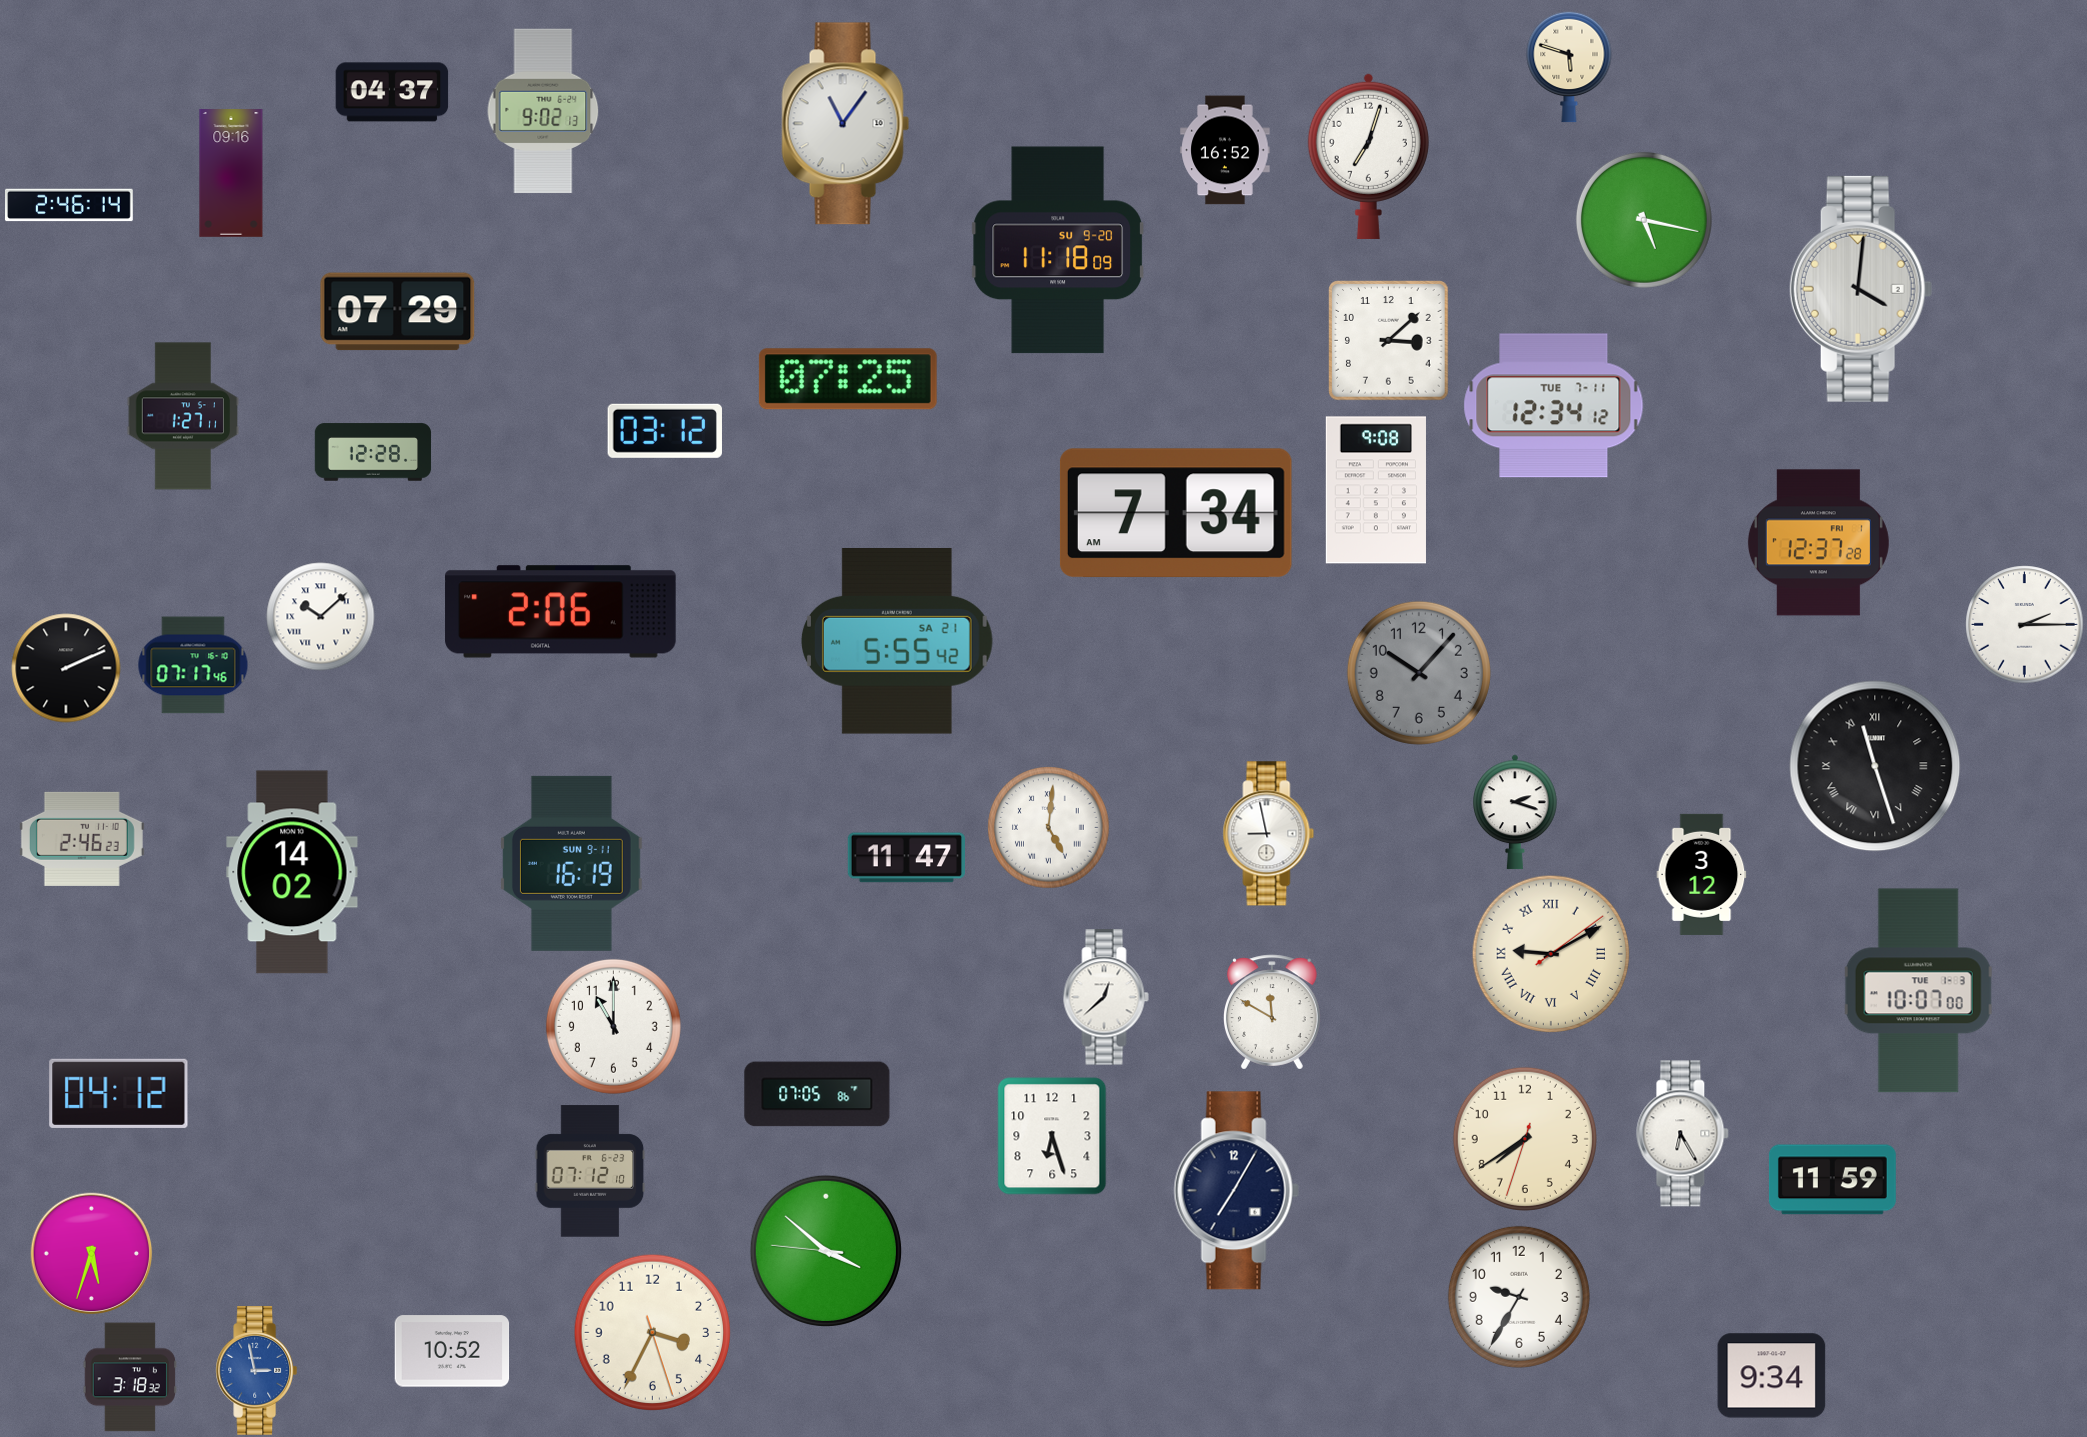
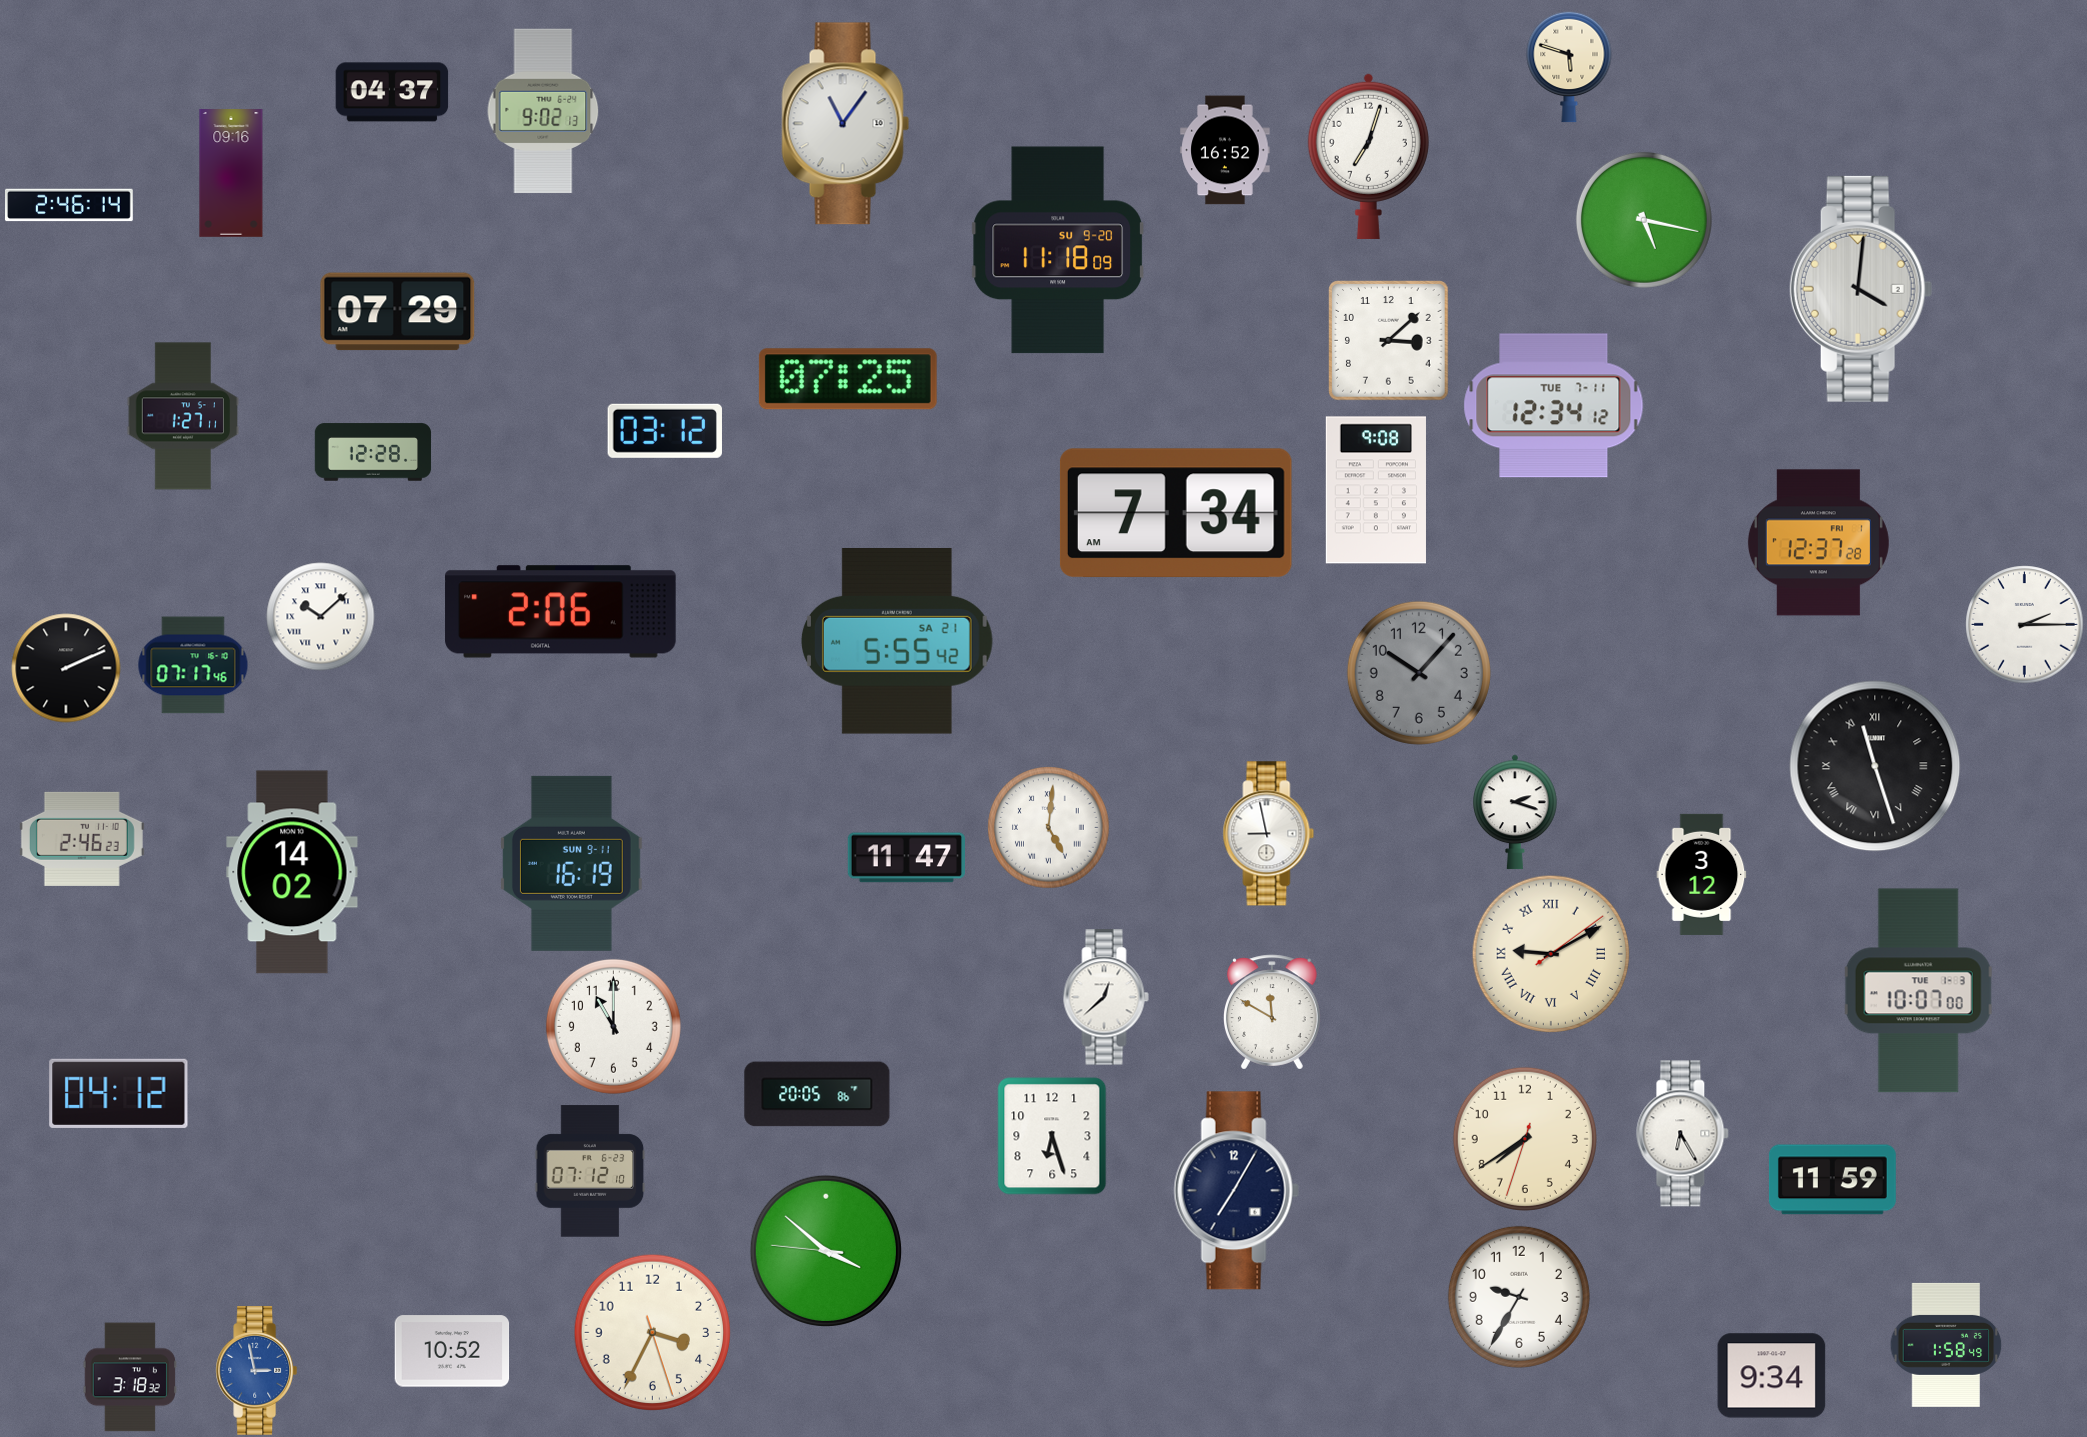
clock at (817, 1094): 07:05 -> 20:05
clock at (92, 1254): 5:33 -> none
clock at (1946, 1345): none -> 1:58
